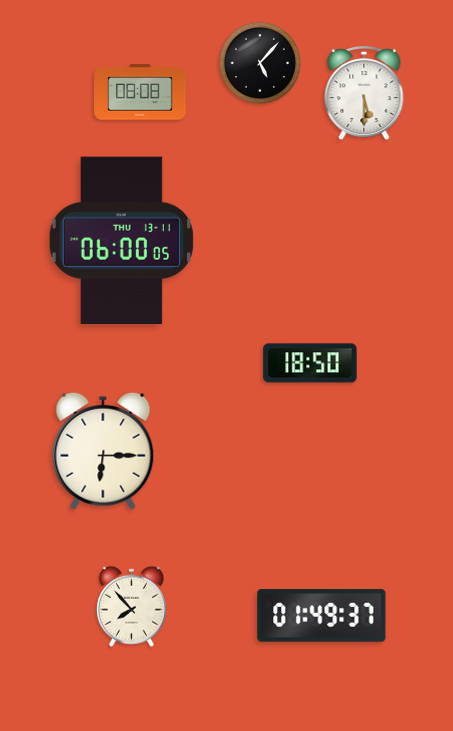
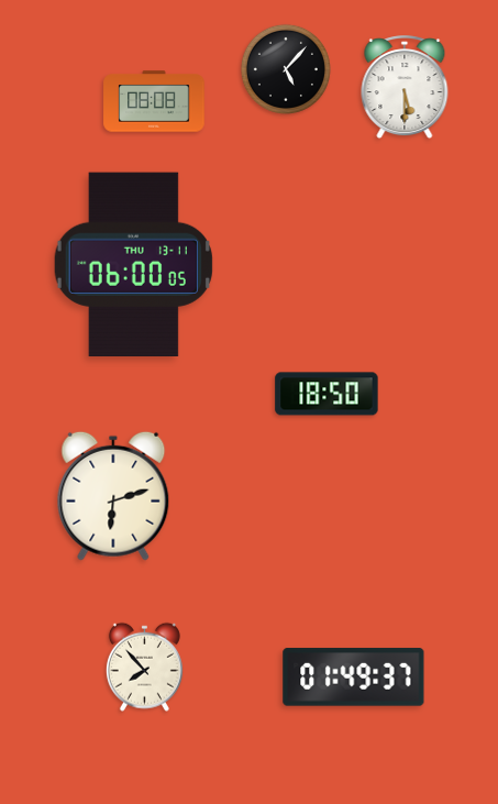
clock at (364, 94) position: (364, 94) -> (405, 88)
clock at (310, 363) position: (310, 363) -> (327, 394)
clock at (103, 451): 6:15 -> 6:12
